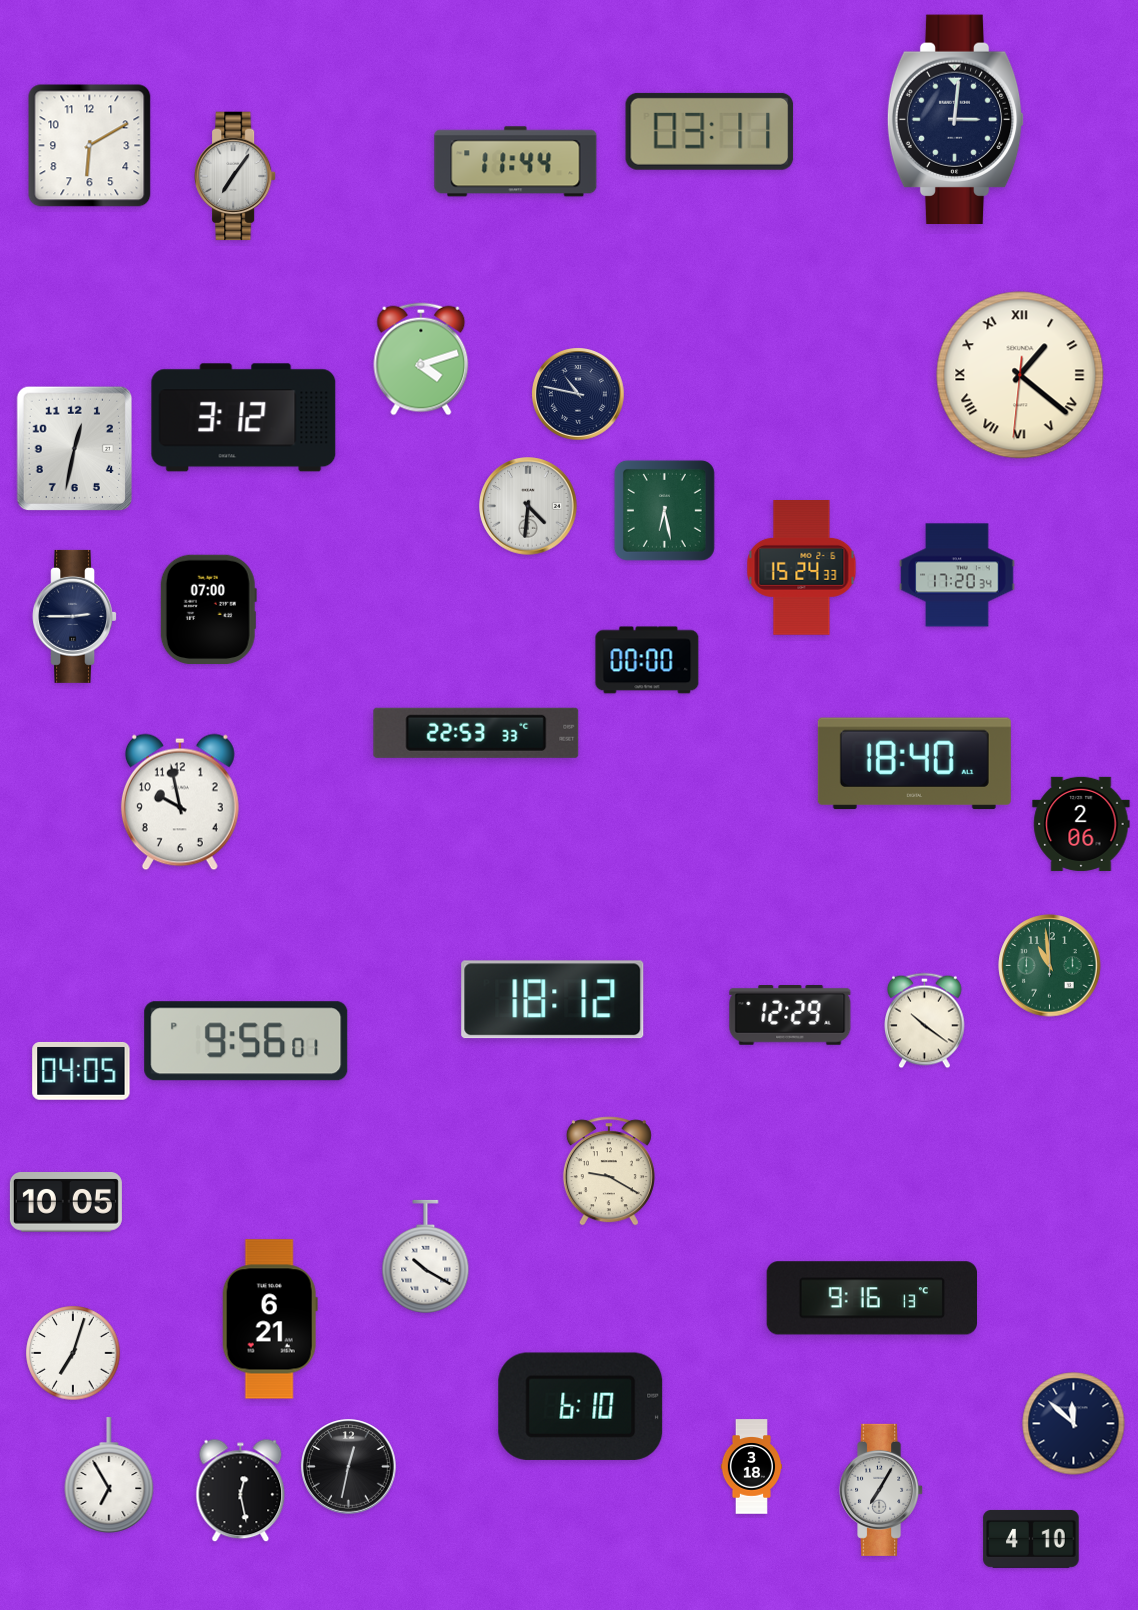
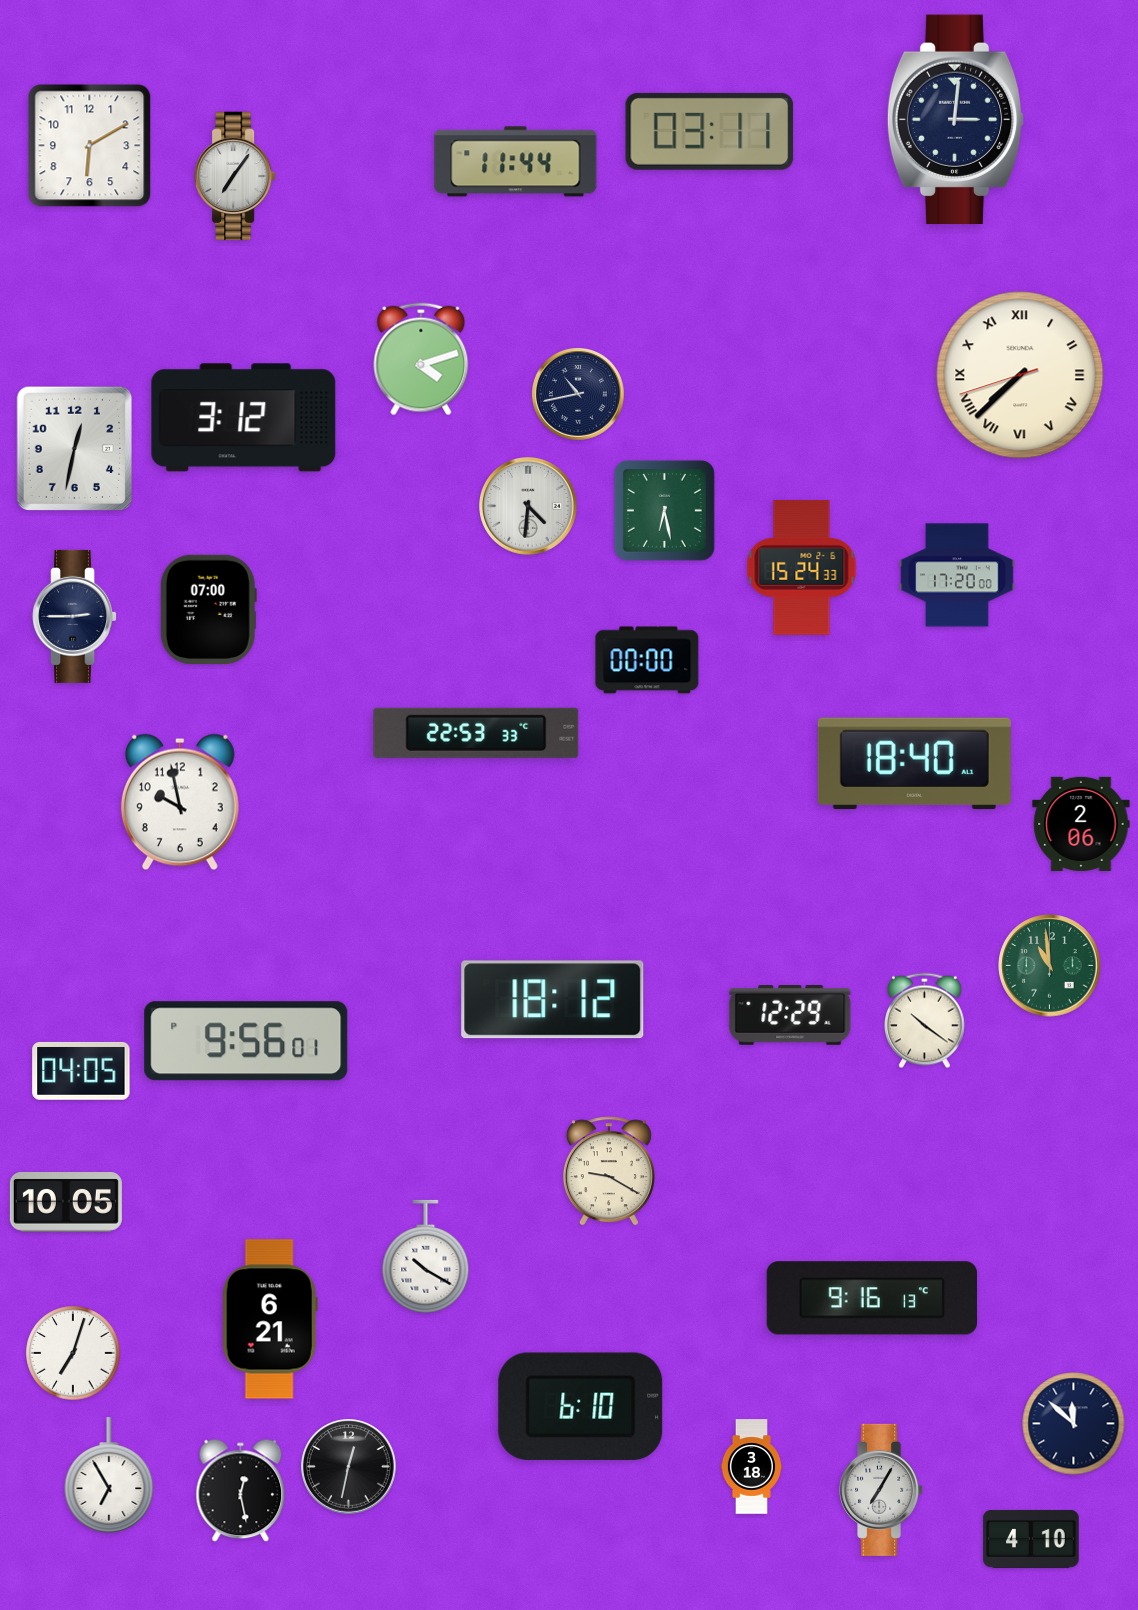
clock at (1020, 375): 1:21 -> 7:37
clock at (578, 394): 10:47 -> 10:43
clock at (957, 575): 17:20:34 -> 17:20:00
